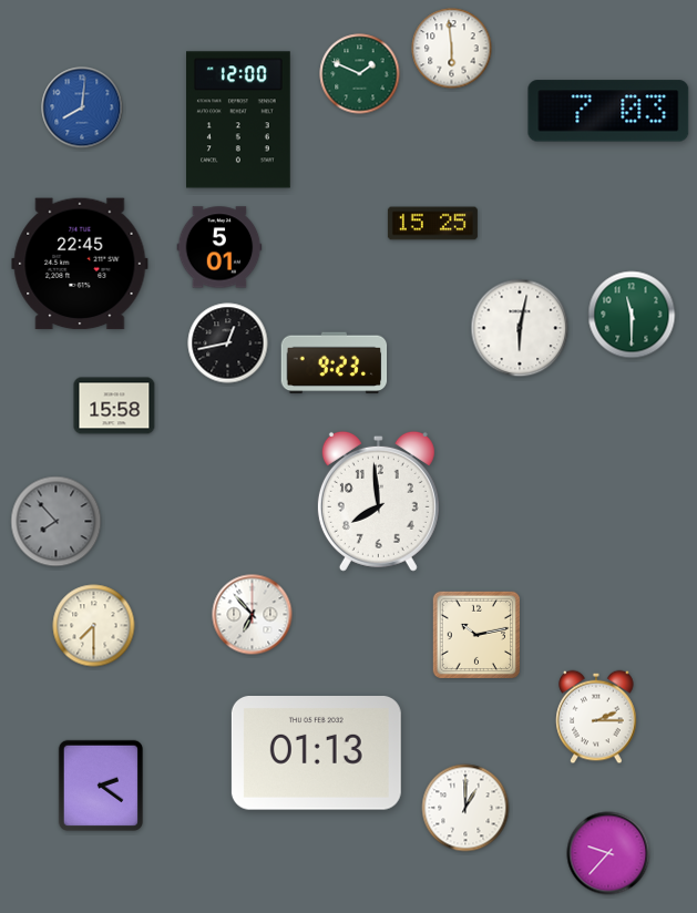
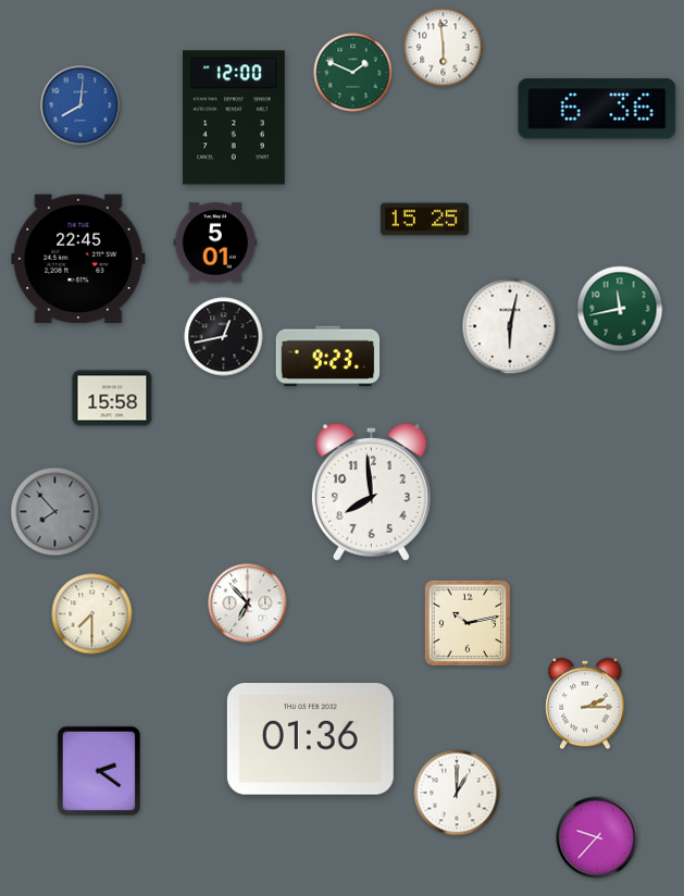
clock at (608, 111): 7:03 -> 6:36
clock at (632, 315): 11:30 -> 11:43
clock at (520, 328) position: (520, 328) -> (510, 326)
clock at (316, 753): 01:13 -> 01:36
